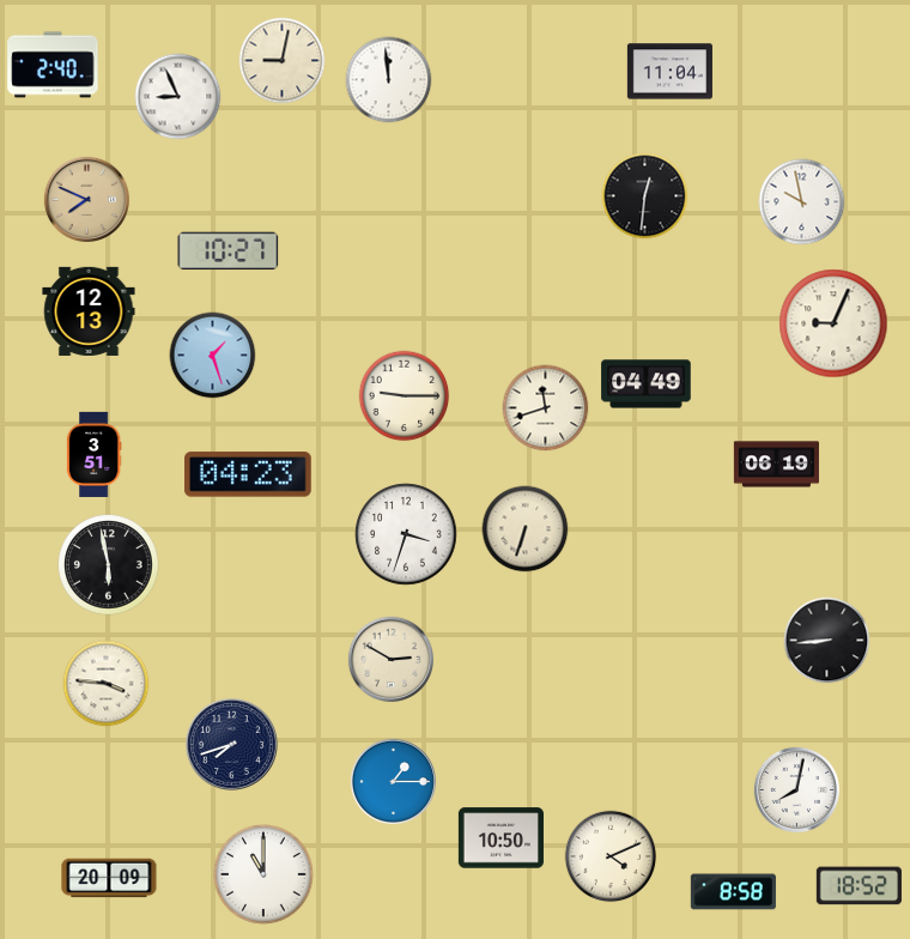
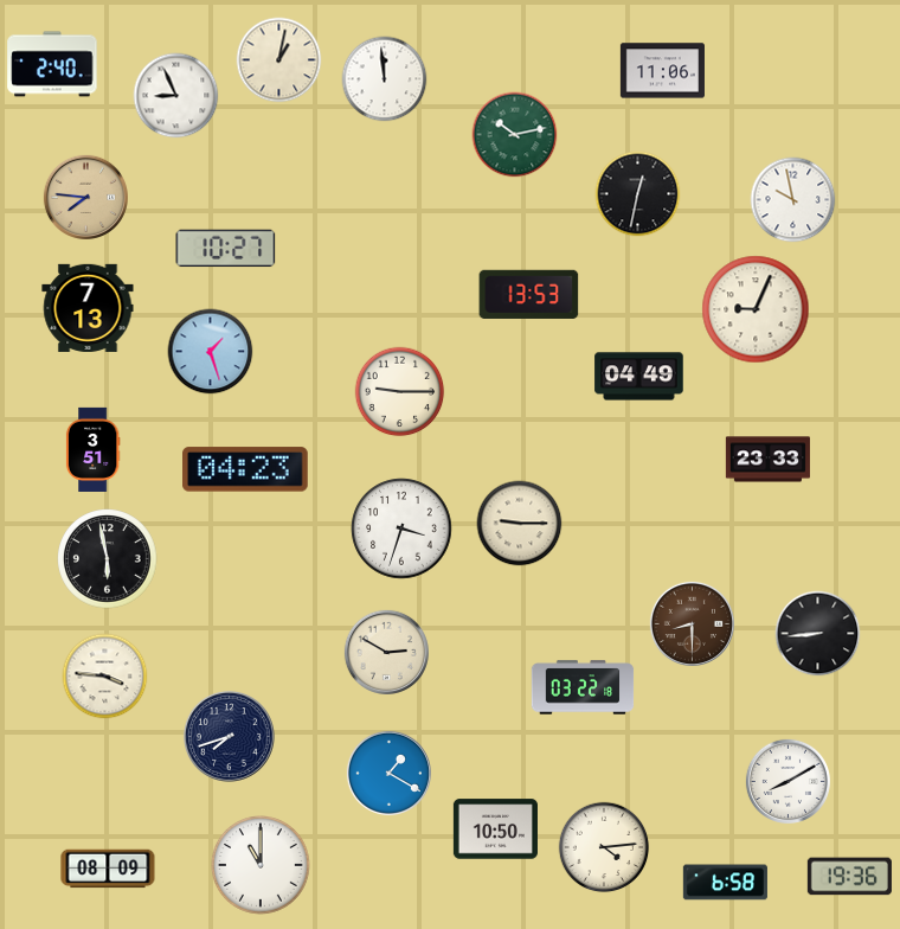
clock at (283, 61): 9:02 -> 1:02
clock at (669, 72): 11:04 -> 11:06
clock at (515, 135): none -> 10:13
clock at (645, 196): 12:31 -> 12:32
clock at (86, 199): 7:49 -> 7:46
clock at (529, 294): none -> 13:53
clock at (89, 311): 12:13 -> 7:13
clock at (833, 323) position: (833, 323) -> (756, 309)
clock at (647, 384) position: (647, 384) -> (639, 377)
clock at (546, 408): 11:42 -> none
clock at (776, 465): 06:19 -> 23:33
clock at (526, 529): 6:33 -> 9:15
clock at (692, 623): none -> 8:30
clock at (583, 687): none -> 03:22
clock at (393, 781): 1:15 -> 1:20
clock at (796, 789): 8:02 -> 8:10
clock at (611, 856): 4:11 -> 4:14
clock at (109, 878): 20:09 -> 08:09
clock at (859, 886): 18:52 -> 19:36
clock at (733, 892): 8:58 -> 6:58
